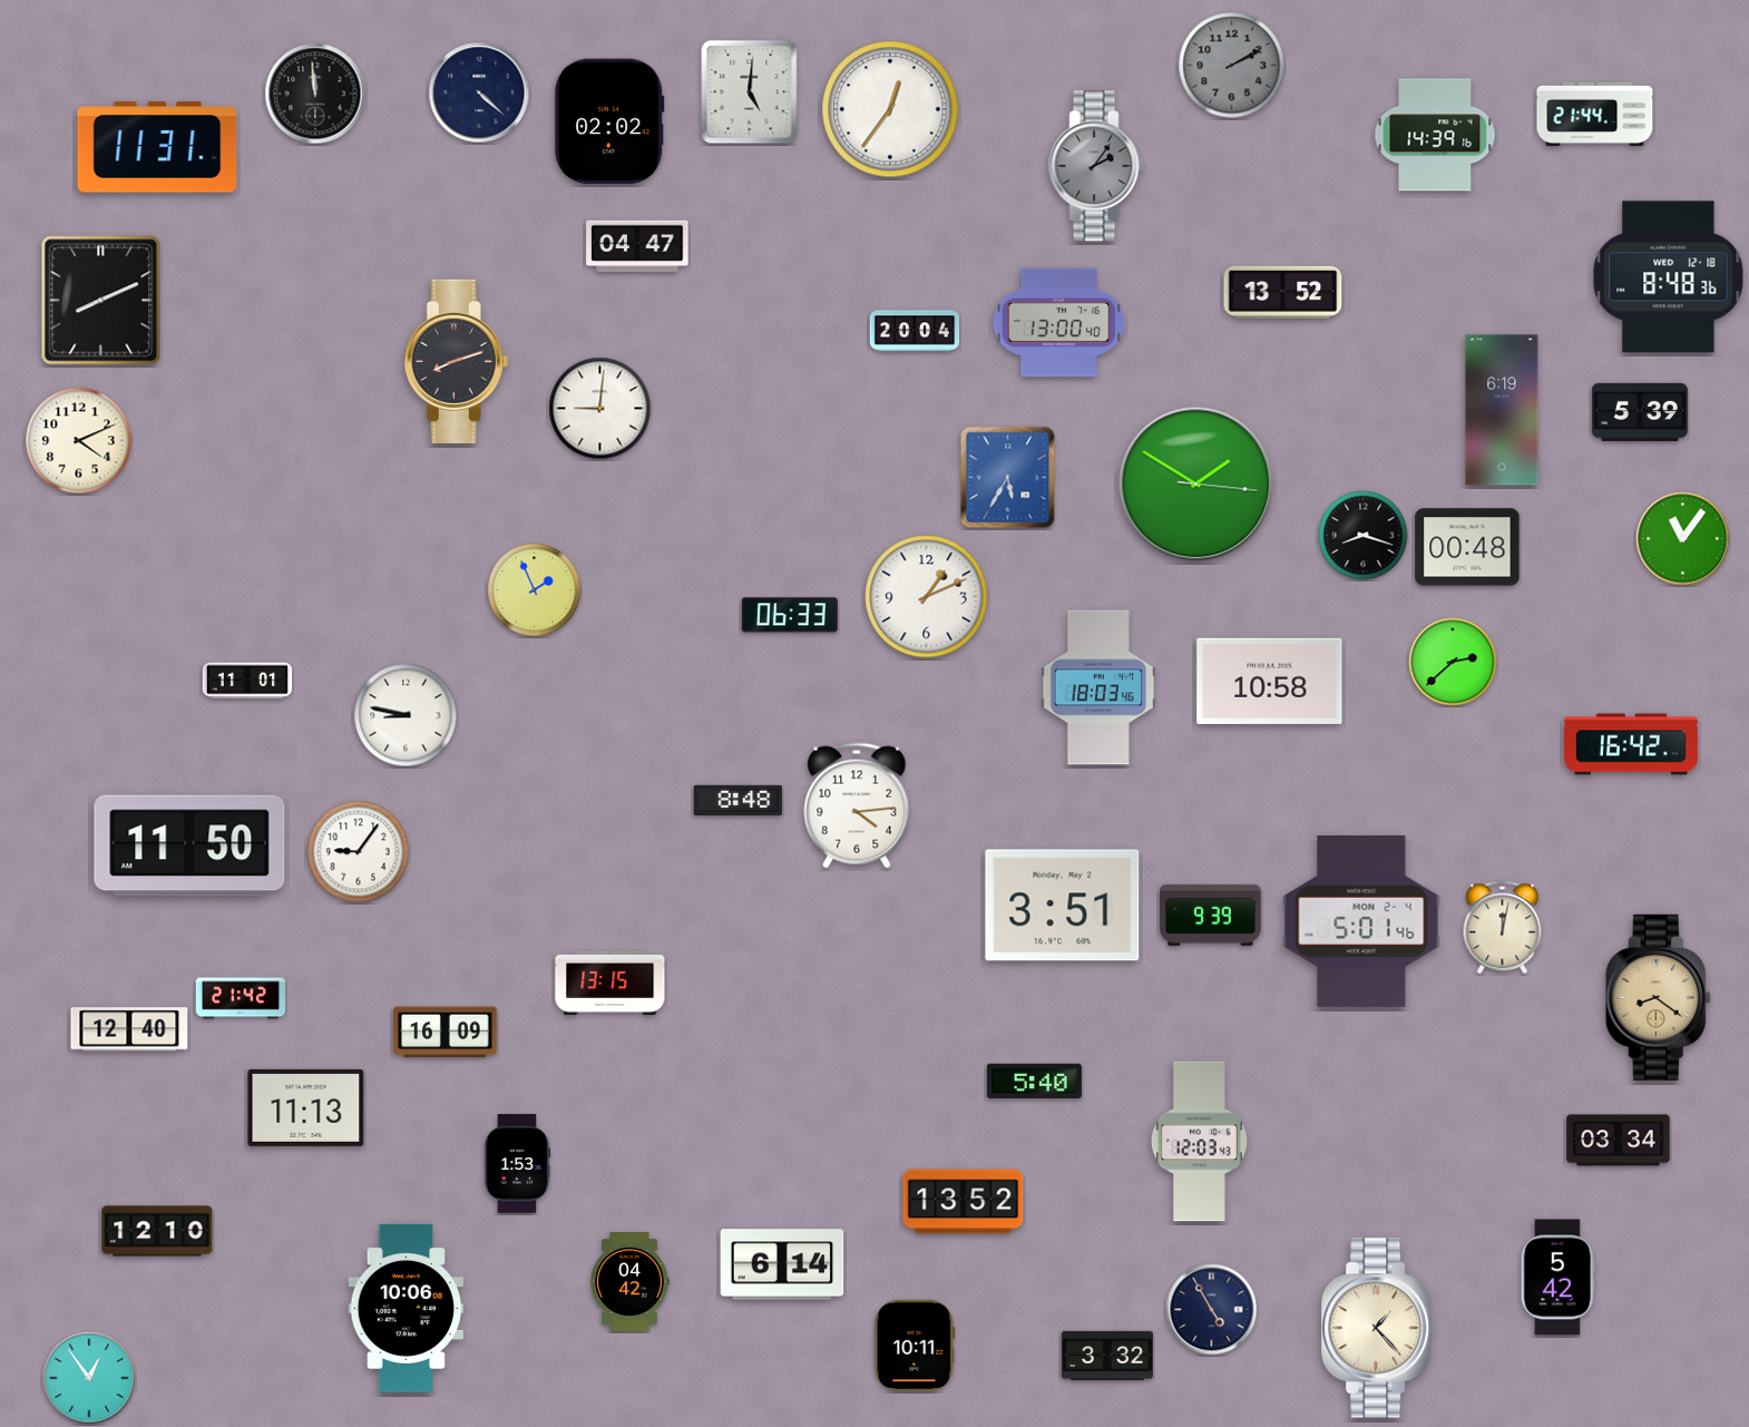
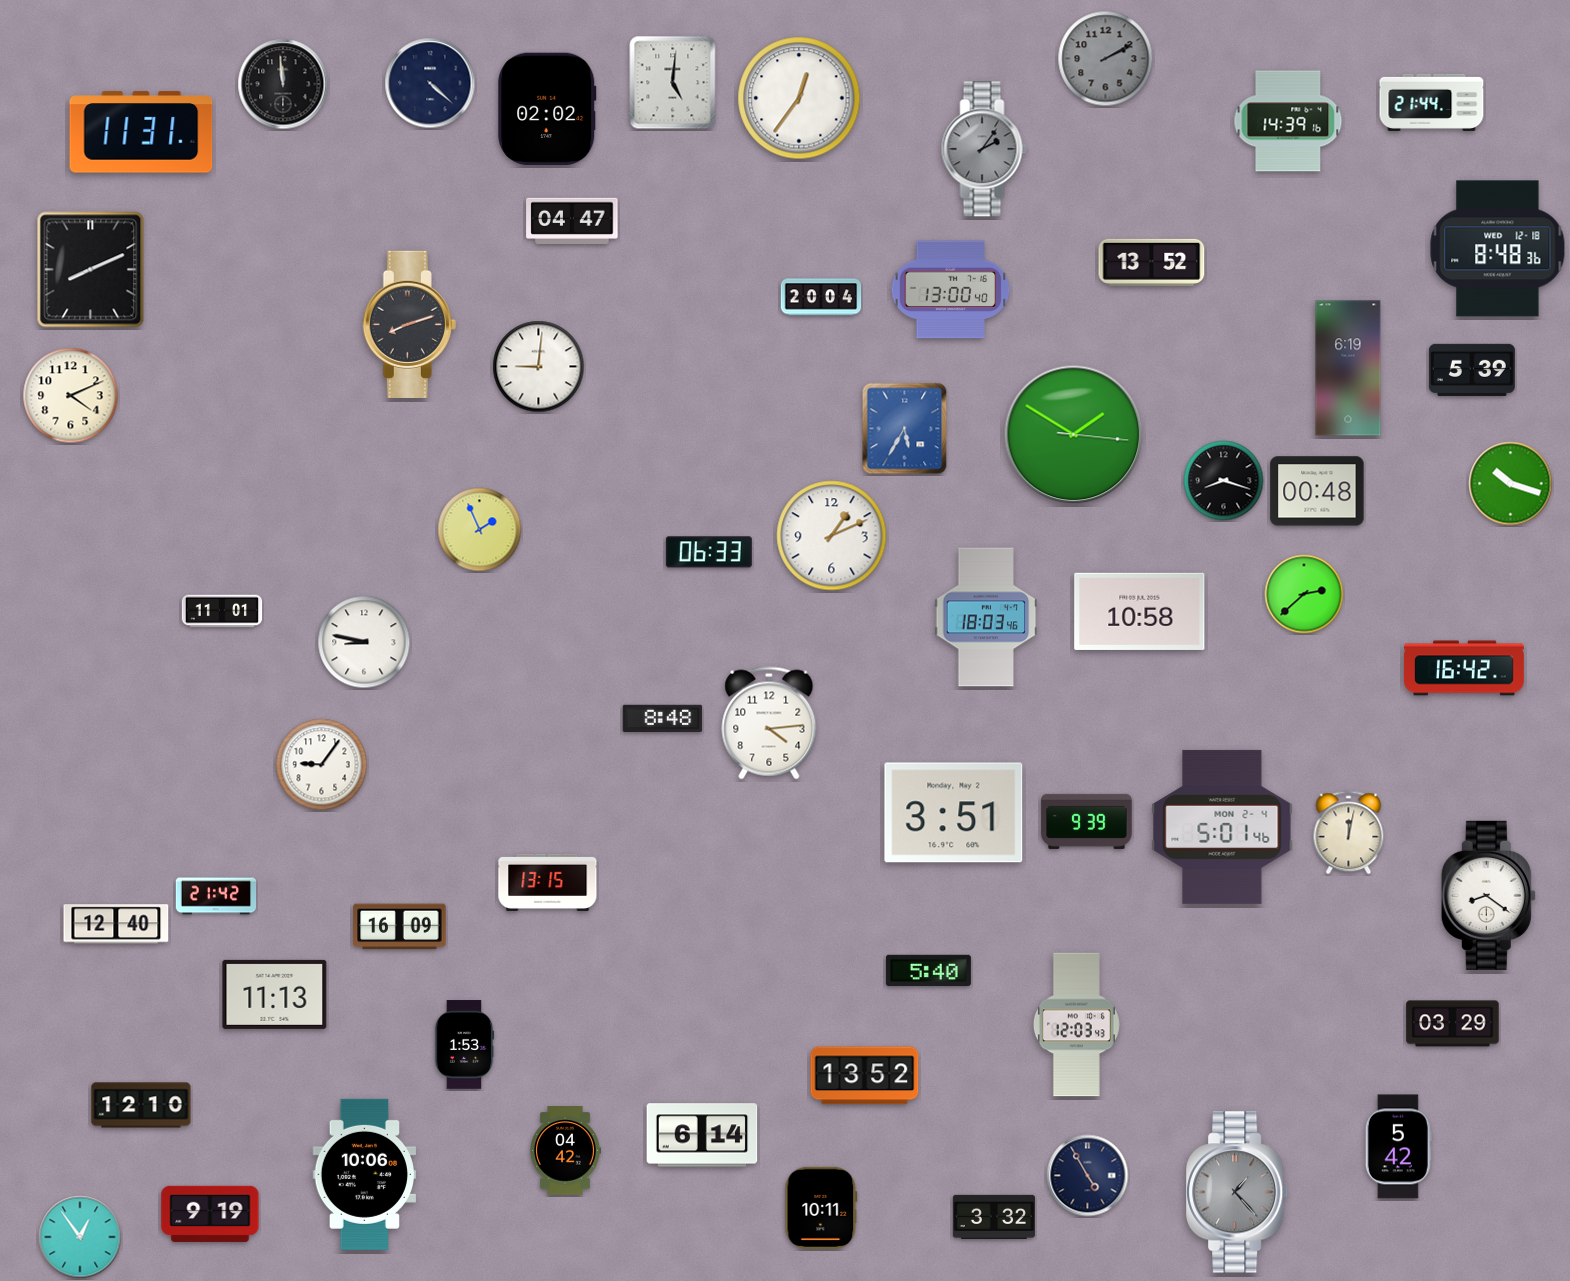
clock at (1683, 539): 11:06 -> 10:18
clock at (189, 846): 11:50 -> none
clock at (1658, 997) dial: champagne -> white
clock at (1619, 1141): 03:34 -> 03:29
clock at (964, 1202) position: (964, 1202) -> (865, 1076)
clock at (1379, 1328) dial: cream -> grey
clock at (210, 1214): none -> 9:19
